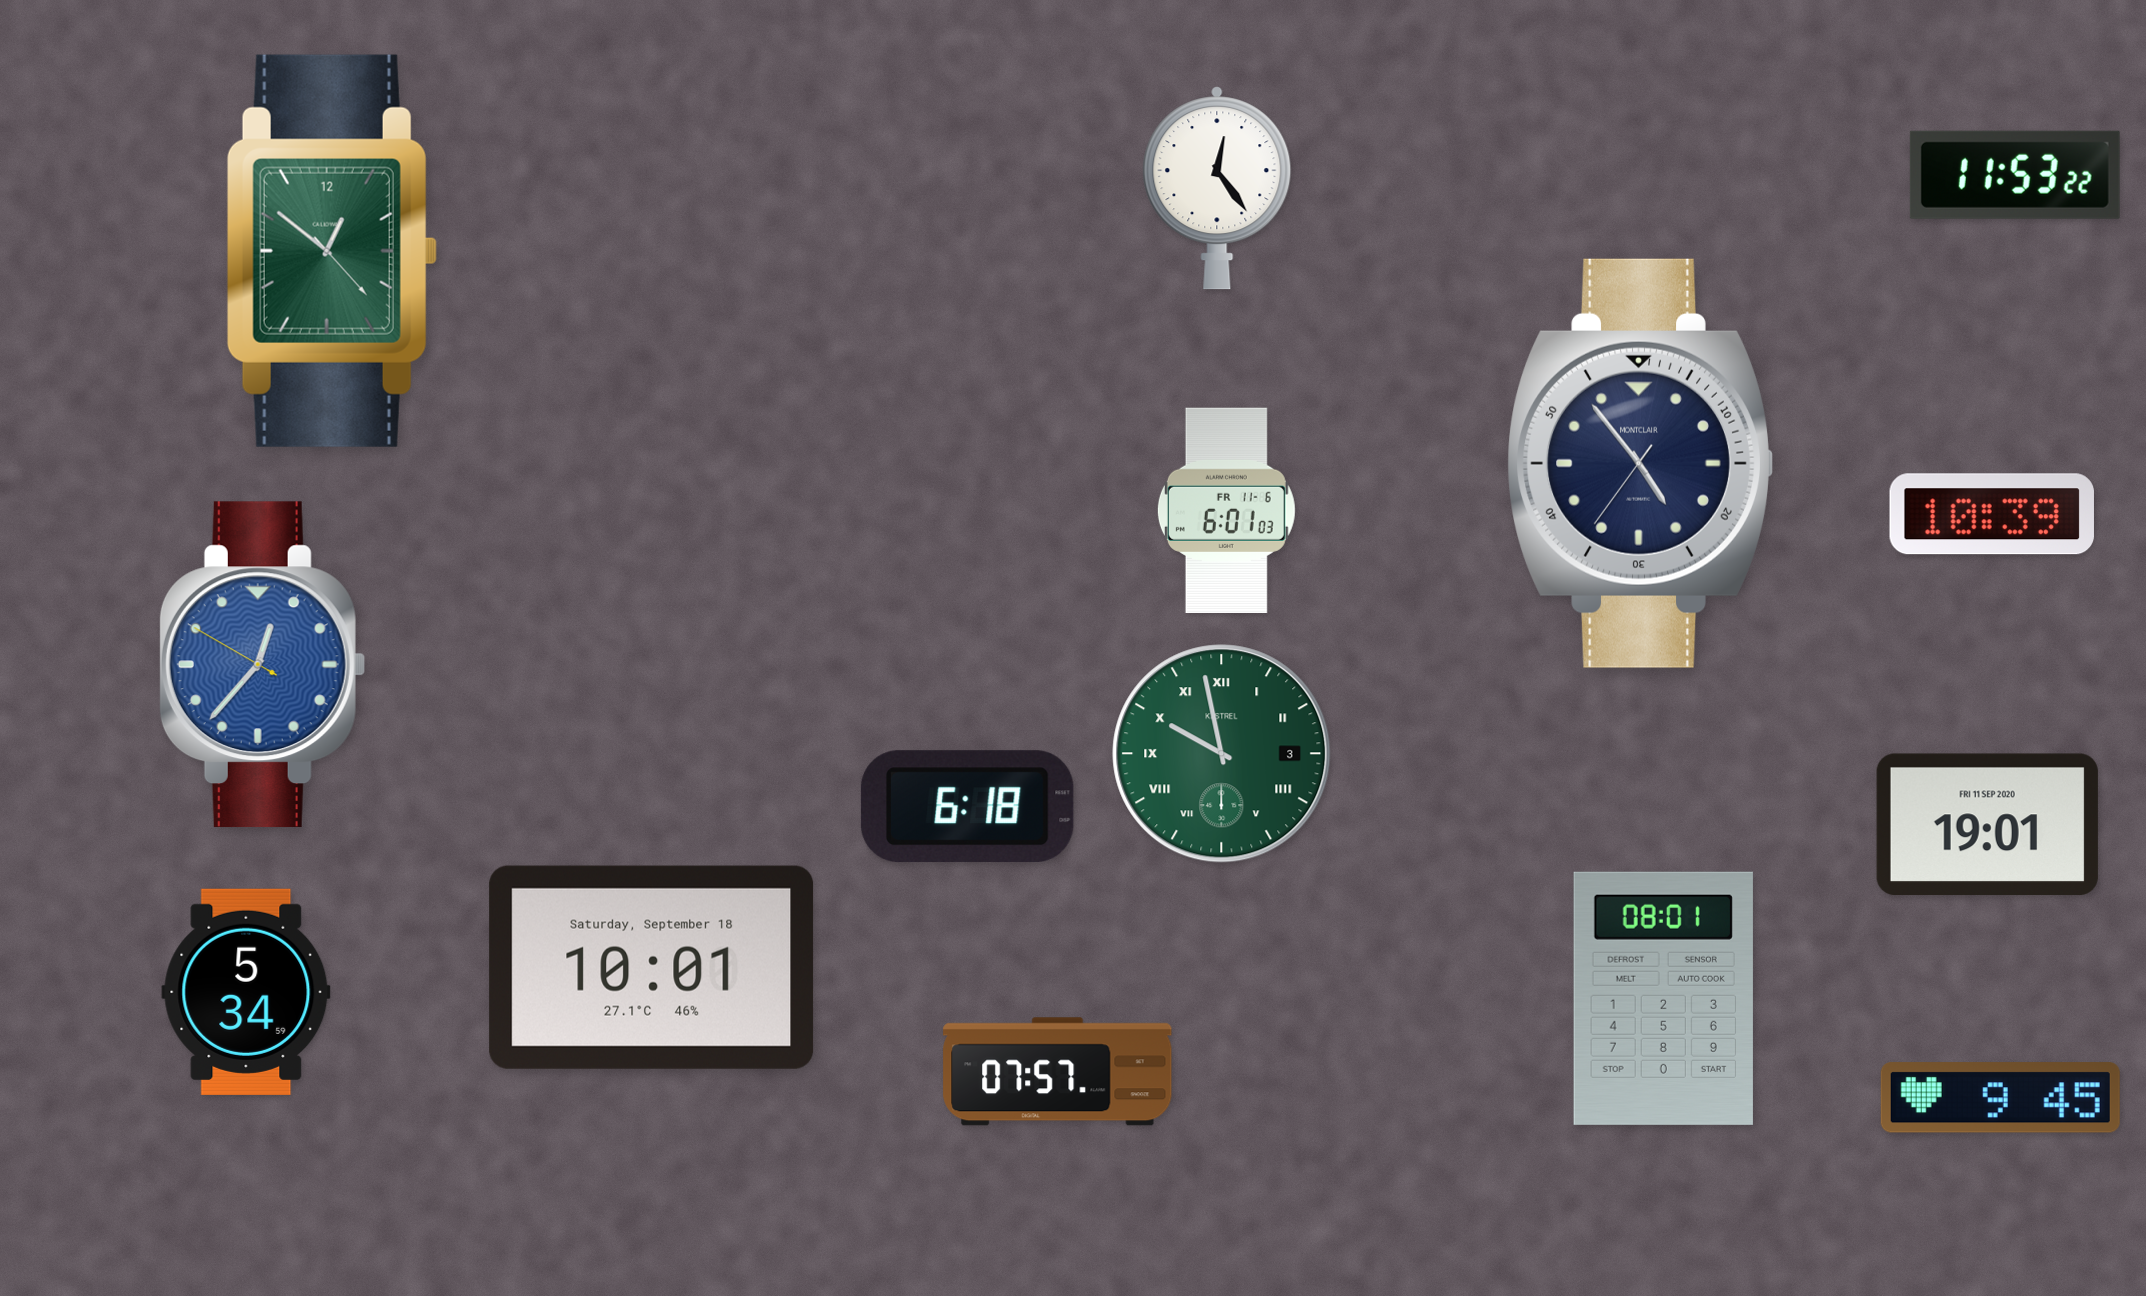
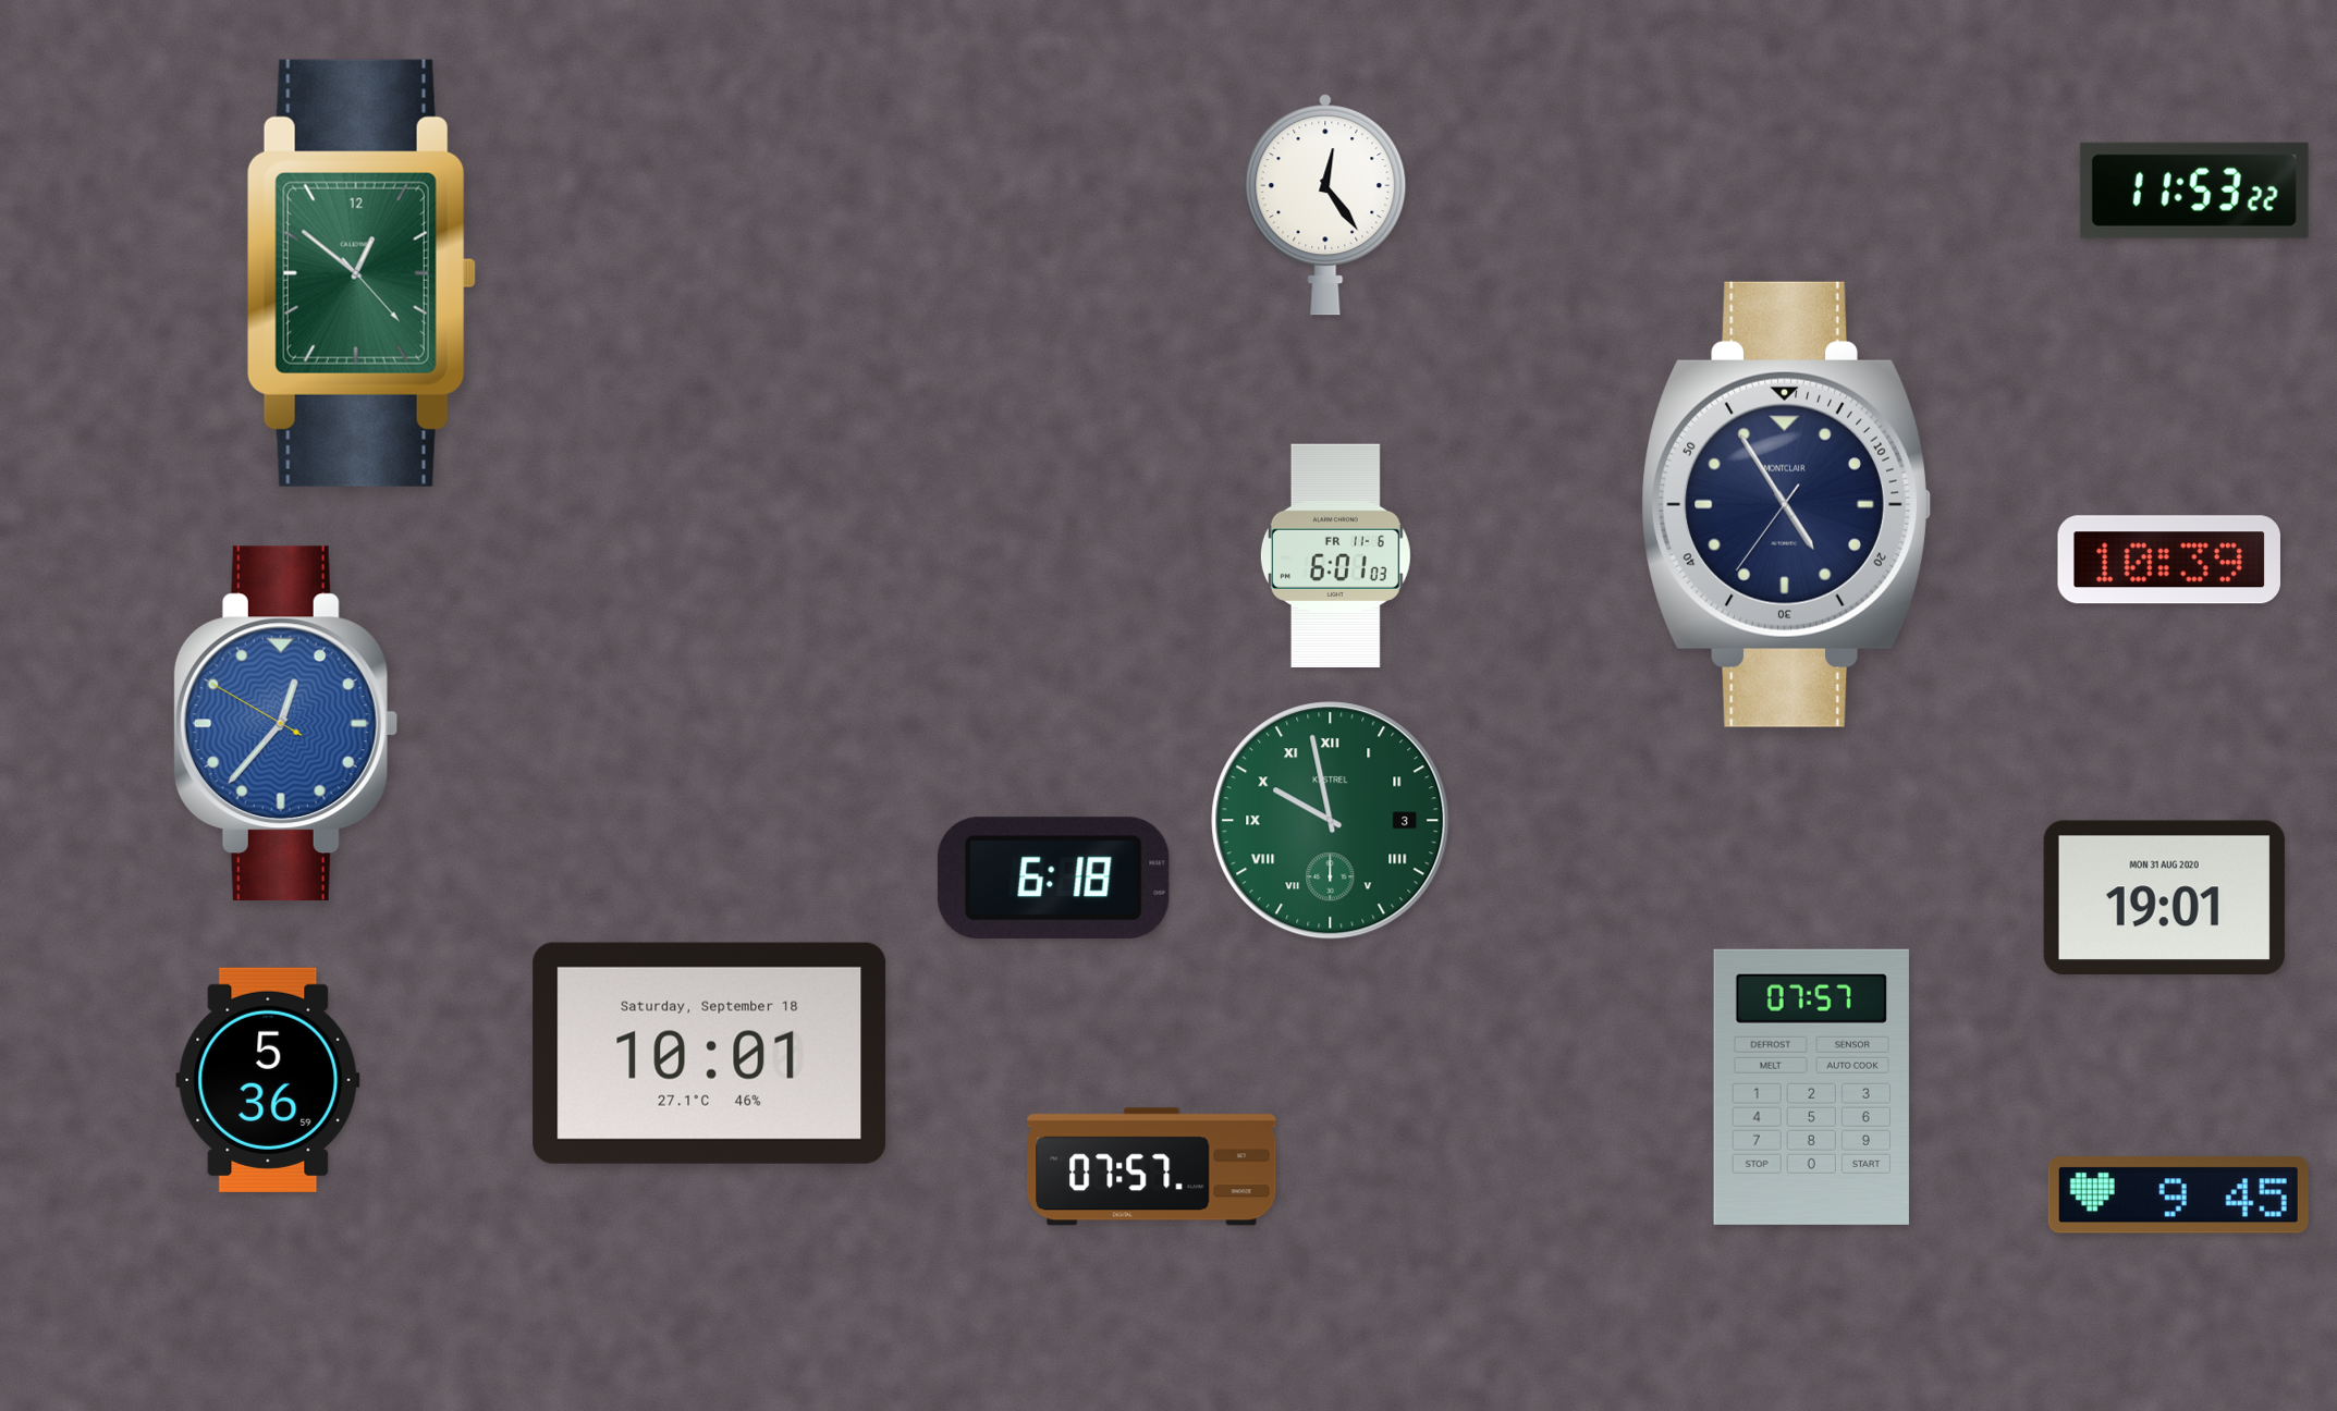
clock at (1640, 463): 4:53 -> 4:54
clock at (1987, 825) date: FRI 11 SEP 2020 -> MON 31 AUG 2020
clock at (246, 992): 5:34 -> 5:36
clock at (1663, 998): 08:01 -> 07:57
